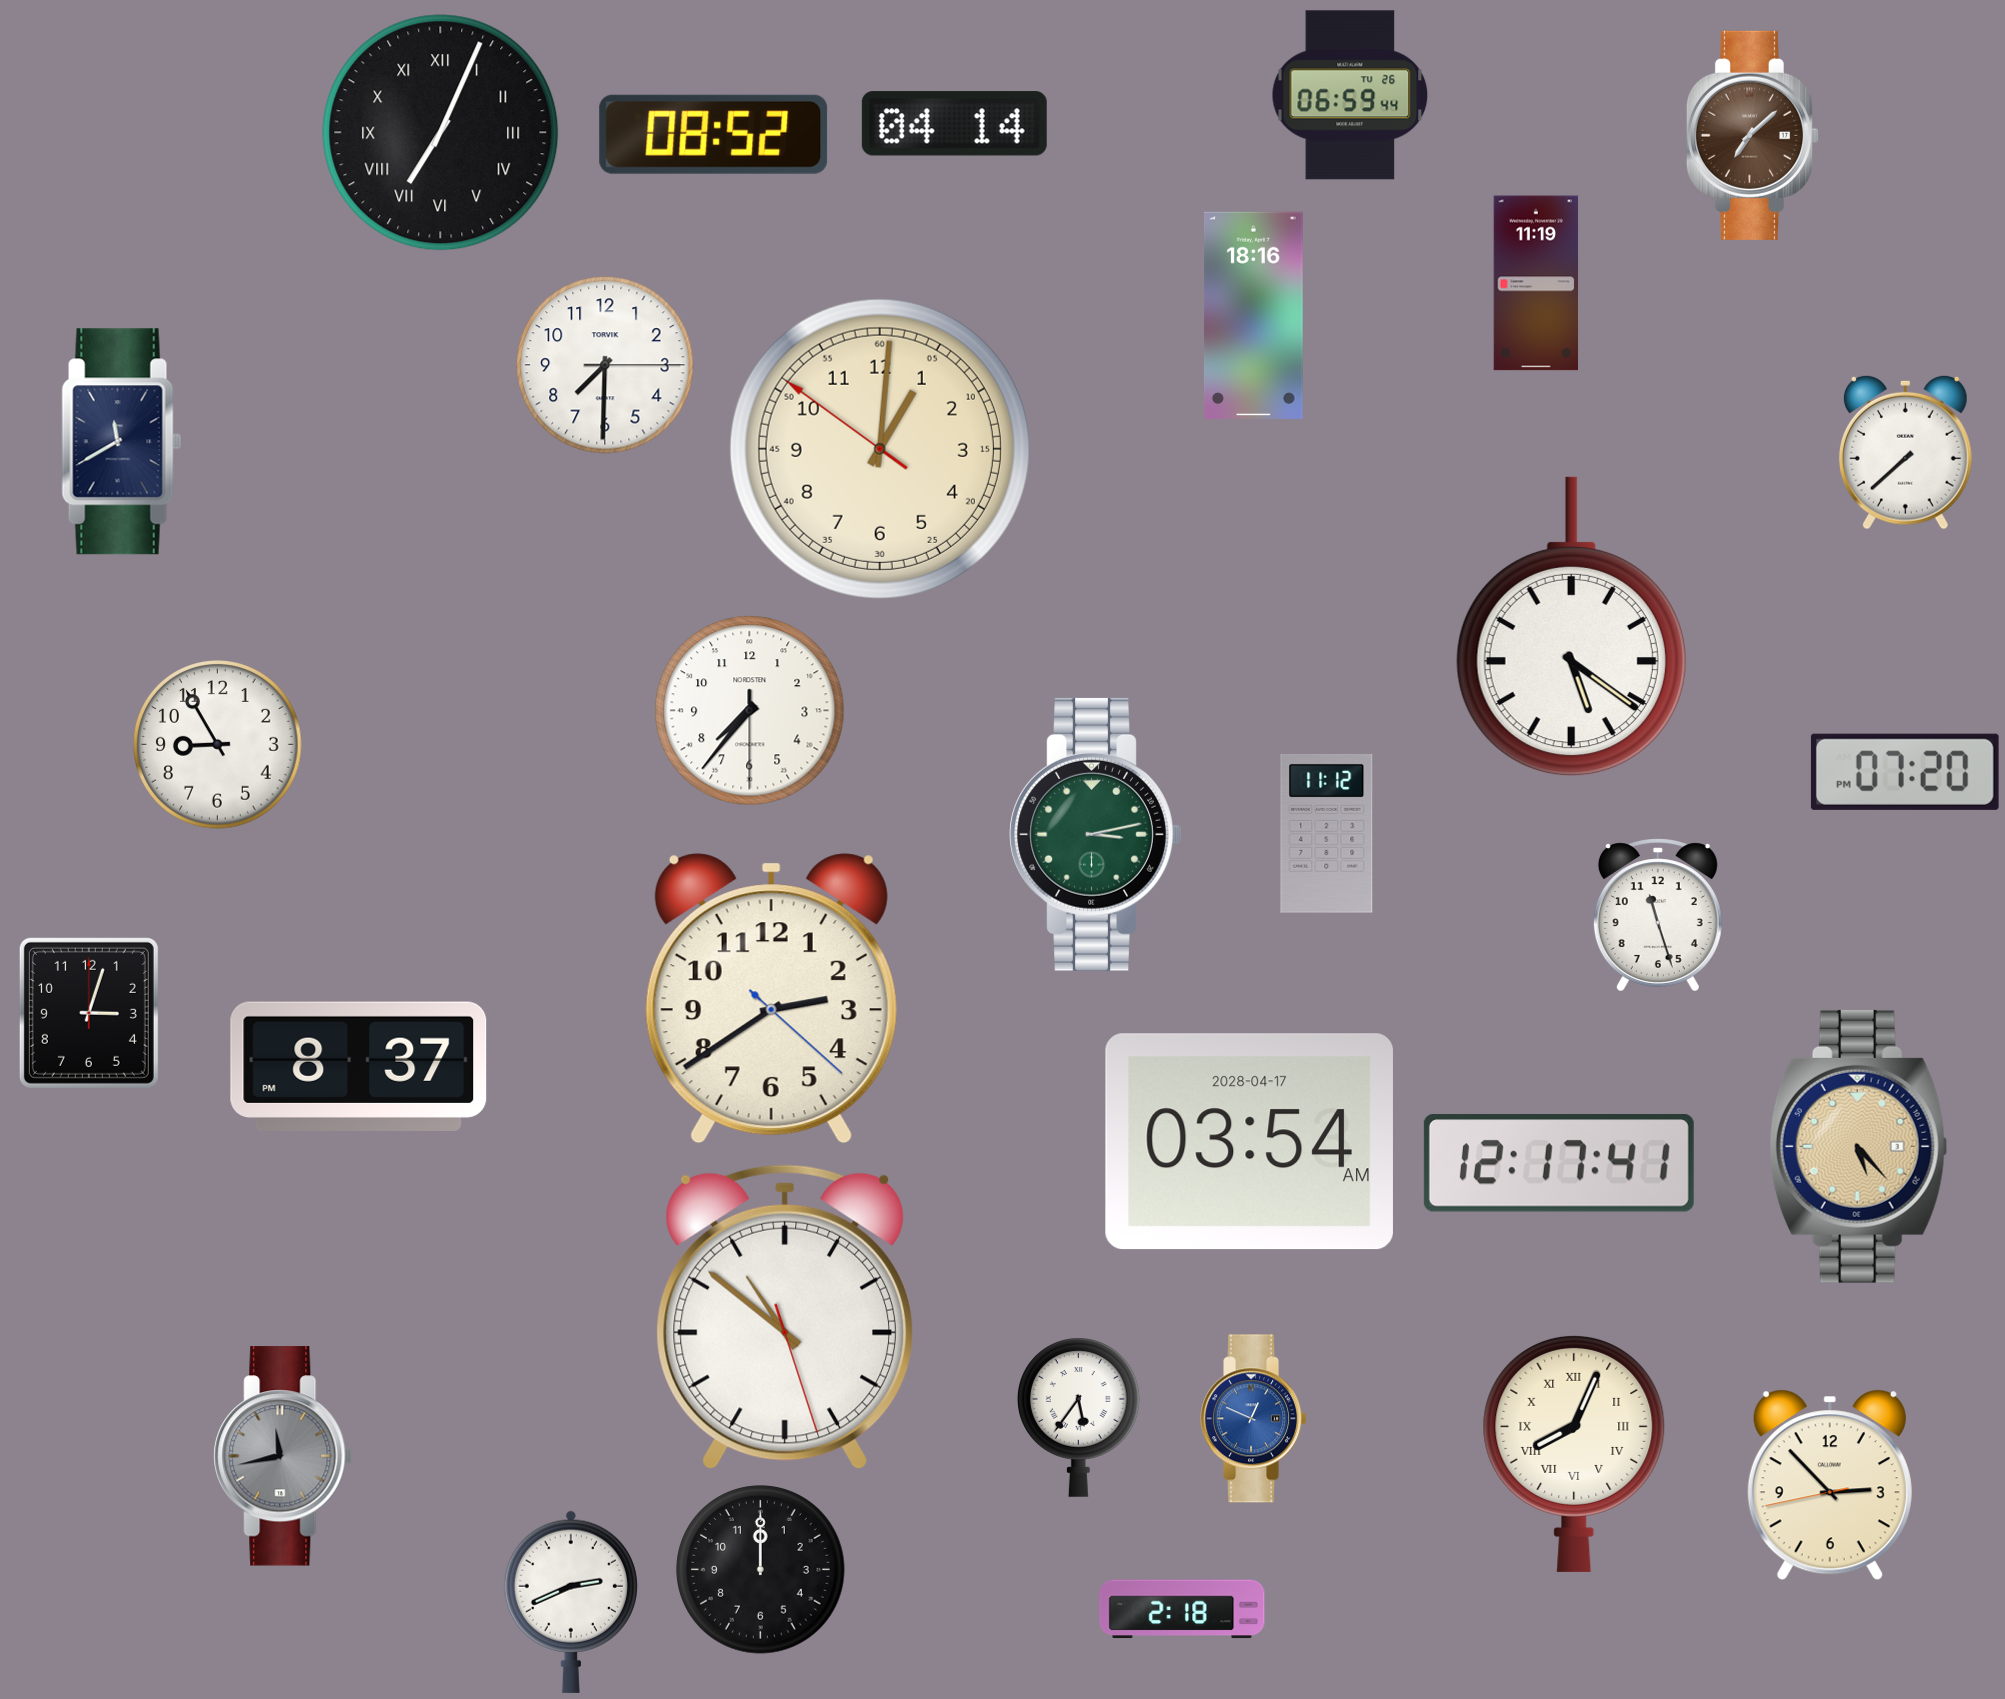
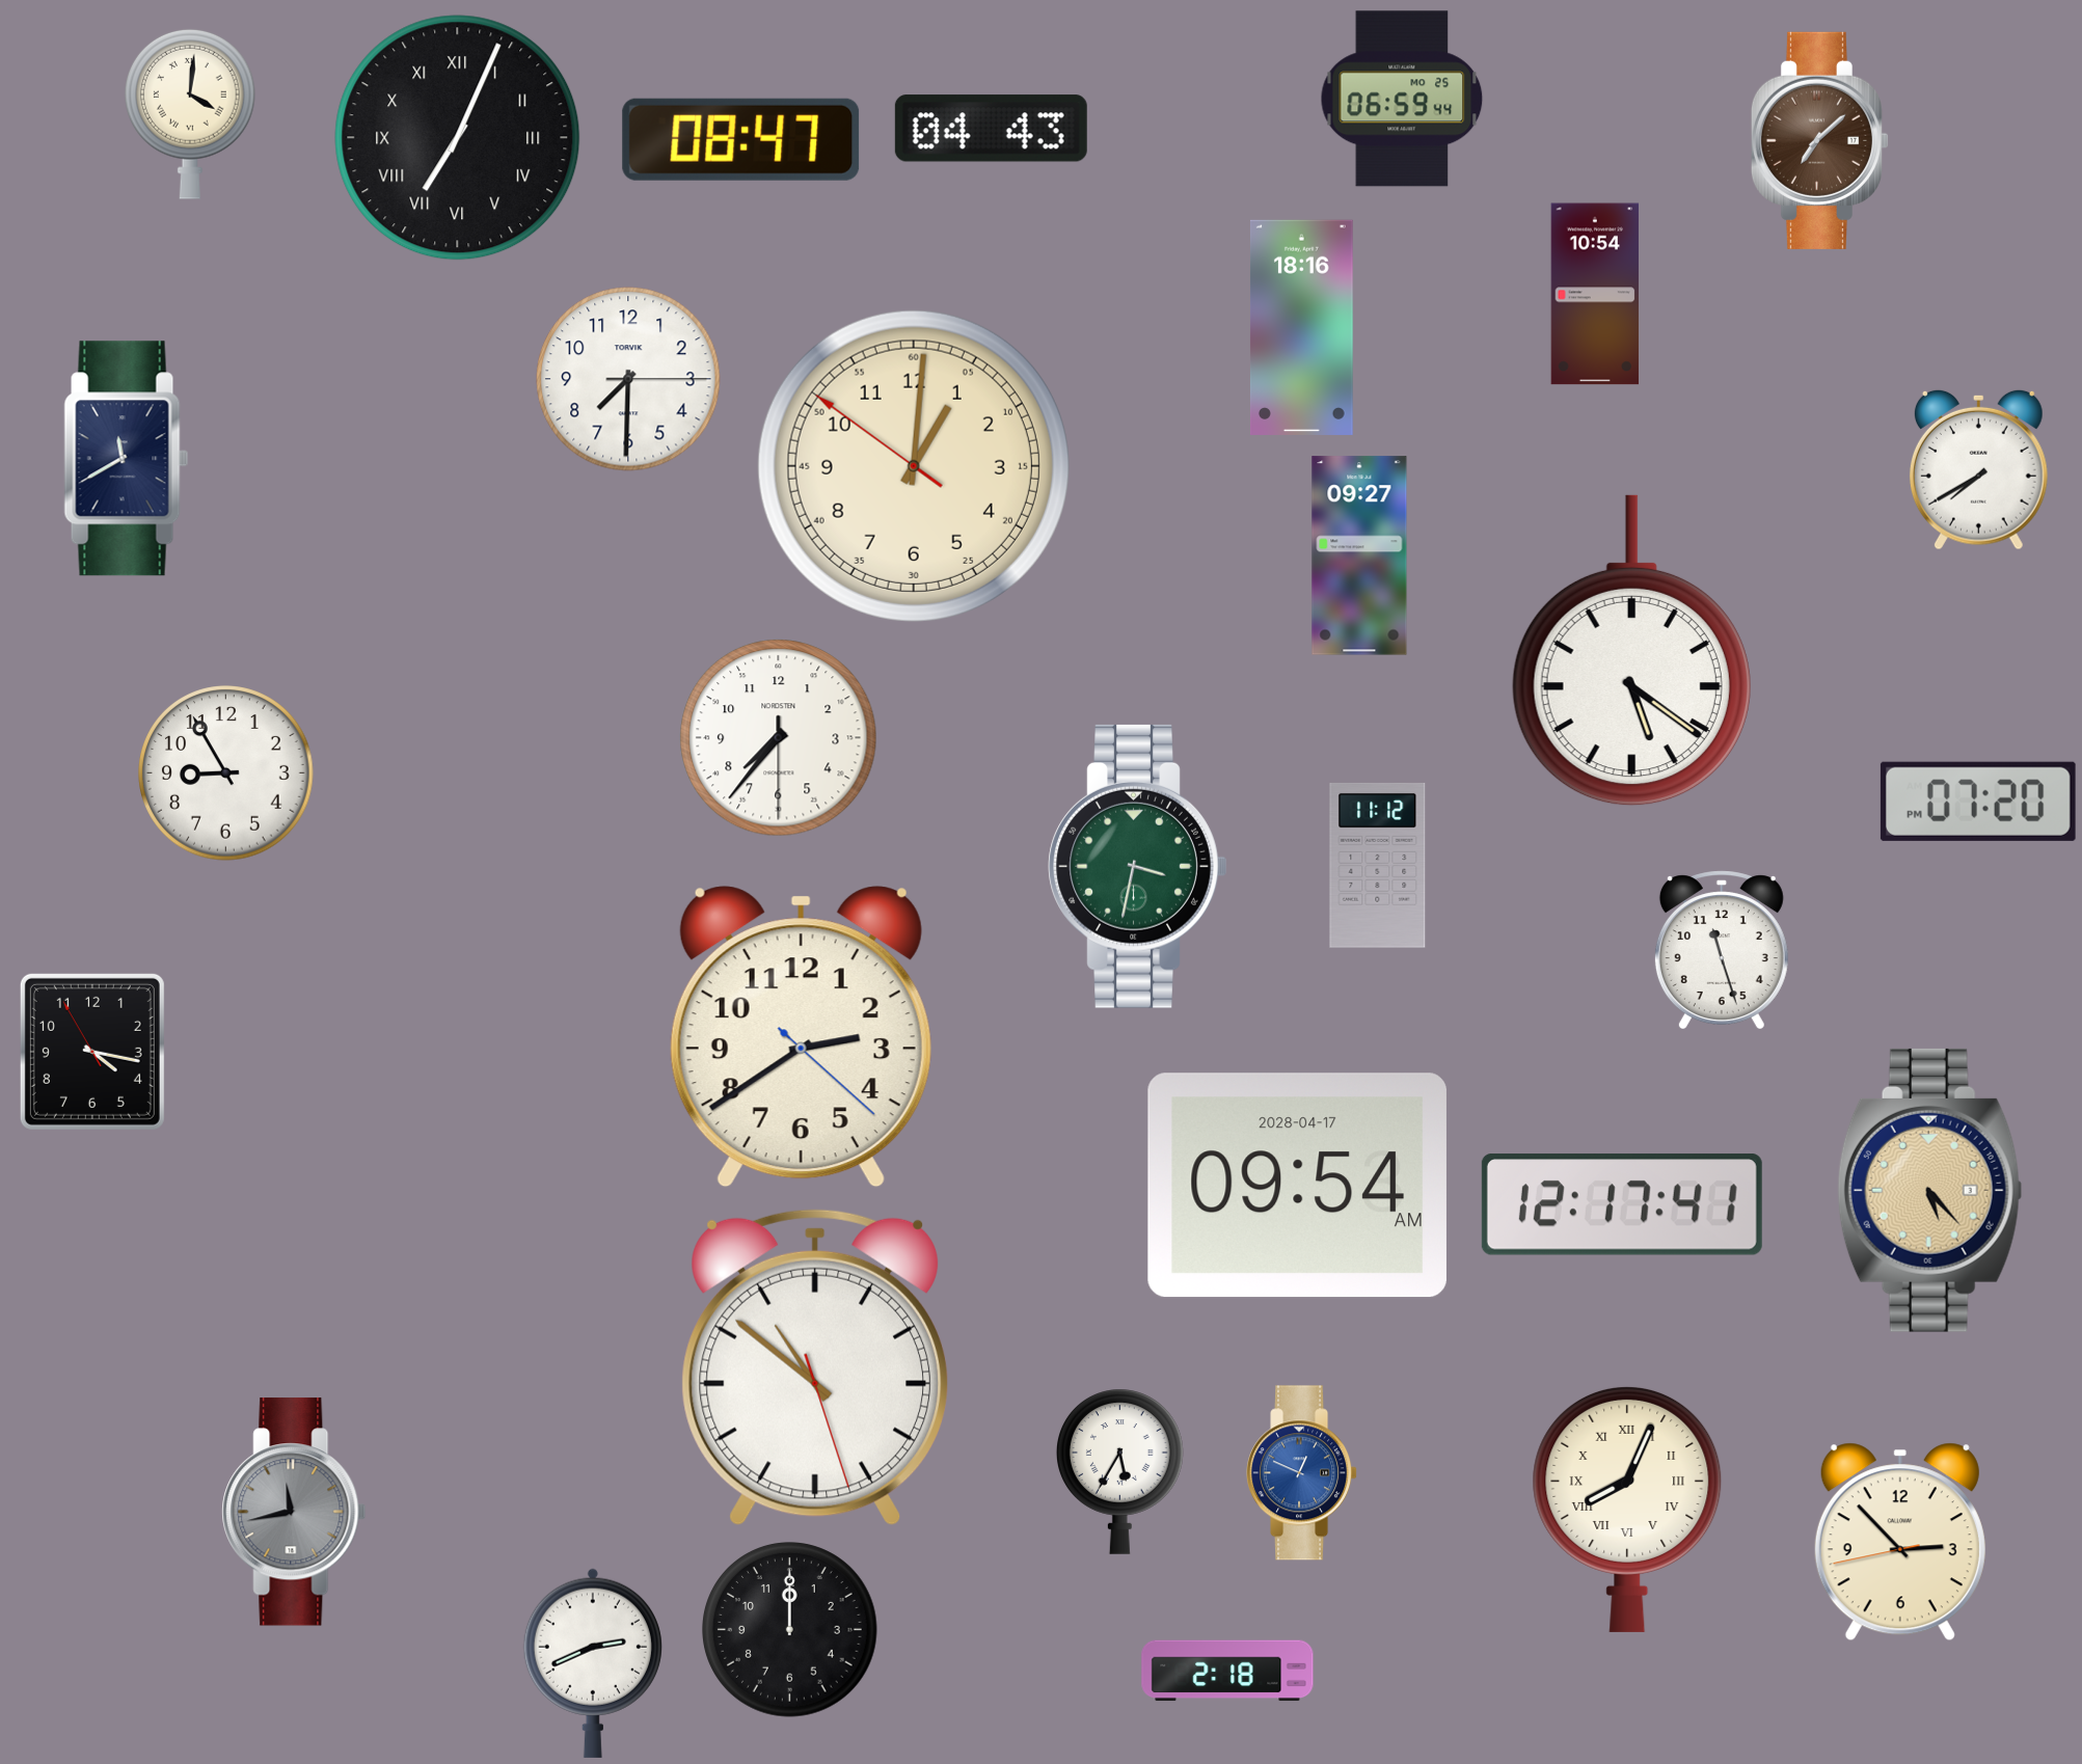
clock at (1350, 95) date: TU 26 -> MO 25
clock at (190, 114): none -> 4:01
clock at (954, 124): 04:14 -> 04:43
clock at (714, 134): 08:52 -> 08:47
clock at (1536, 283): 11:19 -> 10:54
clock at (1905, 452): 7:38 -> 7:40
clock at (1359, 555): none -> 09:27
clock at (1096, 834): 3:13 -> 3:32
clock at (89, 1013): 3:03 -> 4:16
clock at (359, 1066): 8:37 -> none
clock at (1249, 1142): 03:54 -> 09:54
clock at (1559, 1163) position: (1559, 1163) -> (1622, 1204)
clock at (1078, 1417): 5:36 -> 5:35
clock at (1574, 1453) position: (1574, 1453) -> (1627, 1509)
